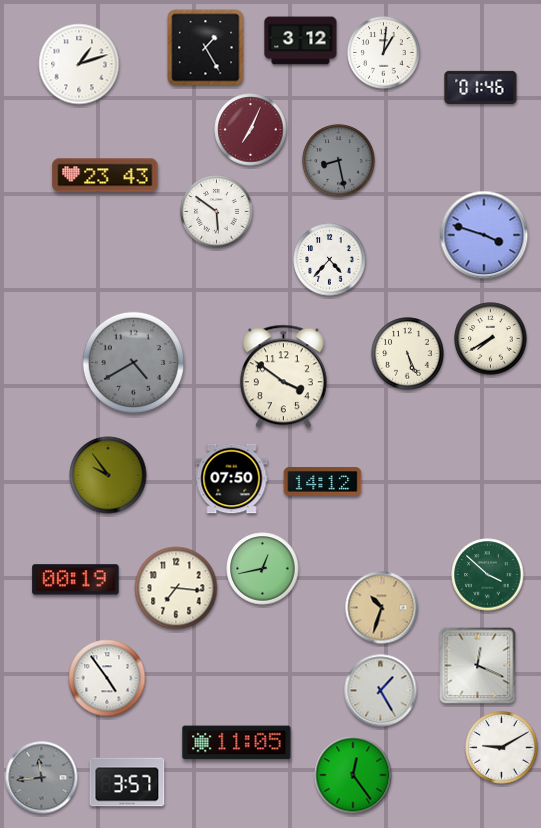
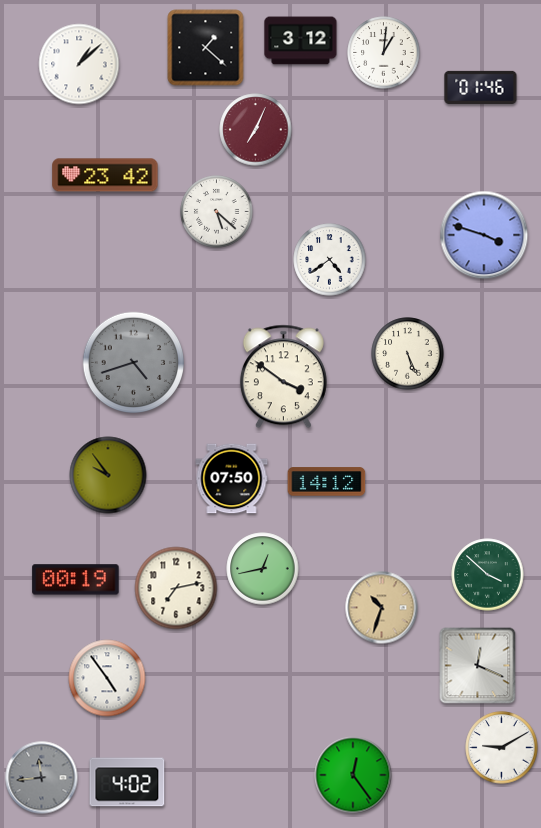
clock at (206, 48): 1:25 -> 1:22
clock at (79, 64): 1:12 -> 1:08
clock at (251, 130) position: (251, 130) -> (256, 130)
clock at (339, 161): 8:28 -> none
clock at (105, 175): 23:43 -> 23:42
clock at (217, 212): 5:51 -> 5:22
clock at (330, 260): 4:37 -> 4:39
clock at (491, 339): 7:40 -> none
clock at (133, 362): 4:40 -> 4:42
clock at (323, 482) position: (323, 482) -> (327, 482)
clock at (176, 588): 7:16 -> 7:13
clock at (381, 691): 1:25 -> none
clock at (237, 743): 11:05 -> none
clock at (127, 782): 3:57 -> 4:02
